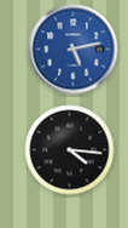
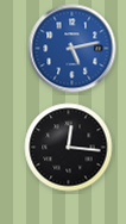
clock at (70, 150): 4:16 -> 12:16
